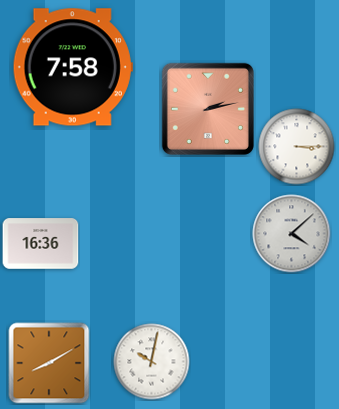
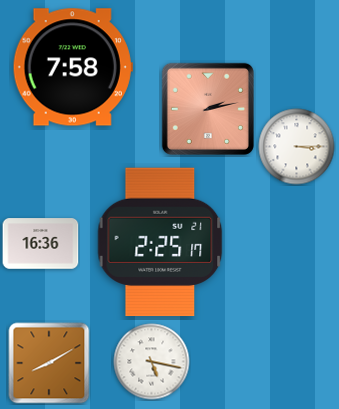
clock at (292, 234): 4:08 -> none
clock at (160, 242): none -> 2:25
clock at (152, 362): 10:02 -> 5:17
